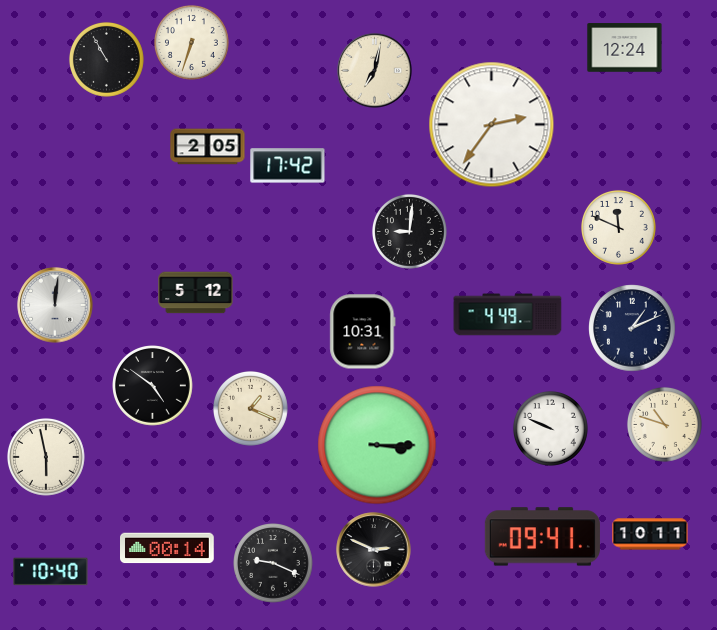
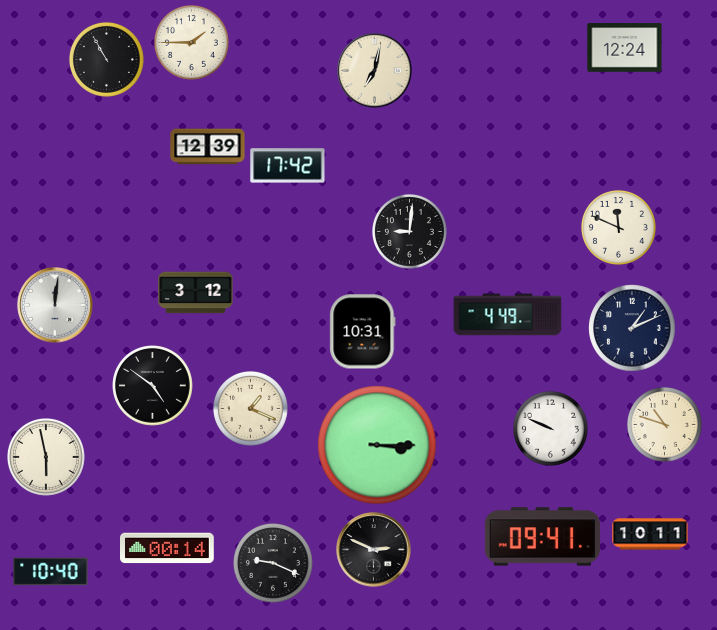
clock at (191, 42): 6:33 -> 1:45
clock at (492, 125): 2:36 -> none
clock at (208, 147): 2:05 -> 12:39
clock at (196, 293): 5:12 -> 3:12
